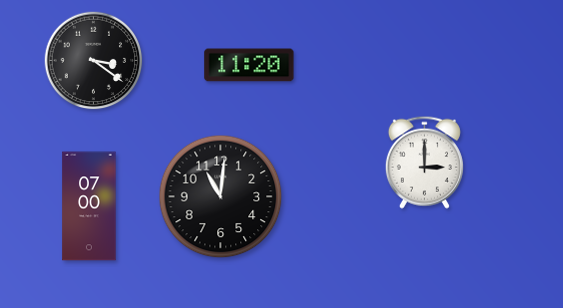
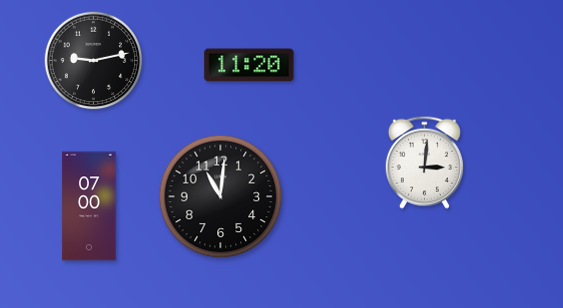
clock at (94, 61): 3:21 -> 9:13
clock at (424, 162): 3:00 -> 3:01
